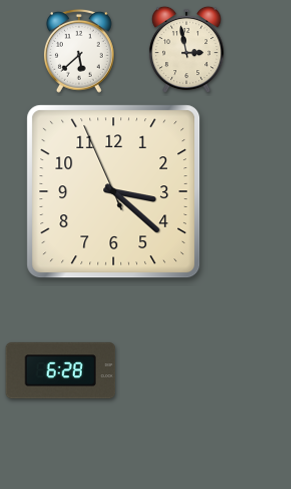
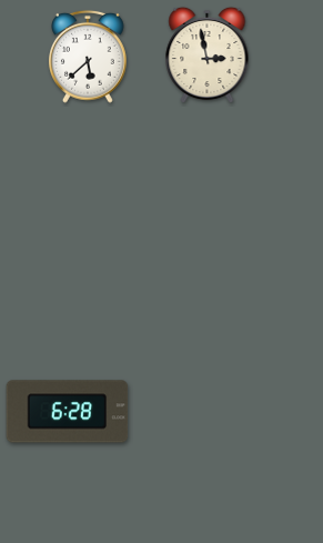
clock at (114, 192): 3:21 -> none
